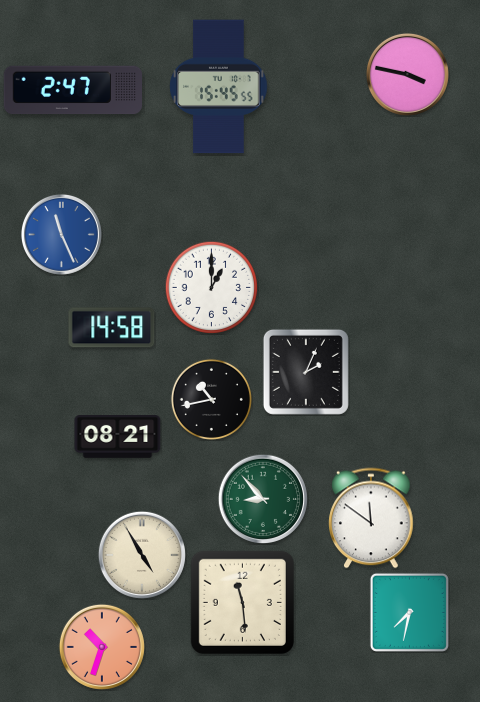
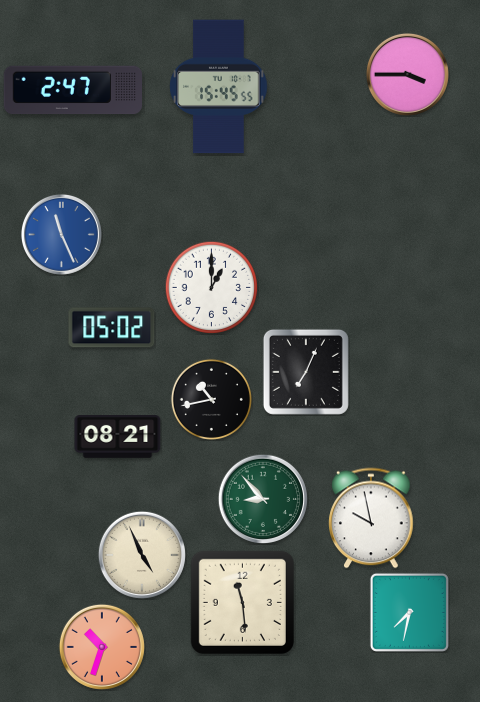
clock at (407, 74): 3:47 -> 3:45
clock at (112, 328): 14:58 -> 05:02
clock at (306, 372): 2:04 -> 7:04
clock at (371, 518): 11:51 -> 9:58
clock at (142, 555): 4:55 -> 4:56
